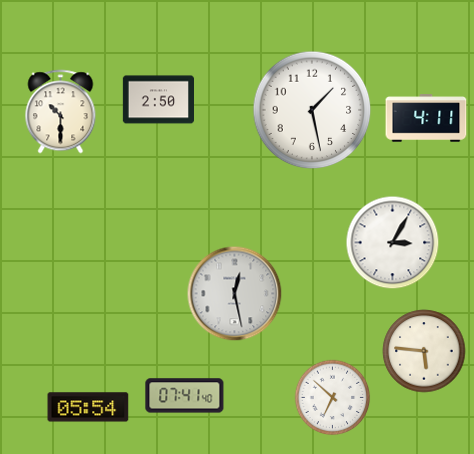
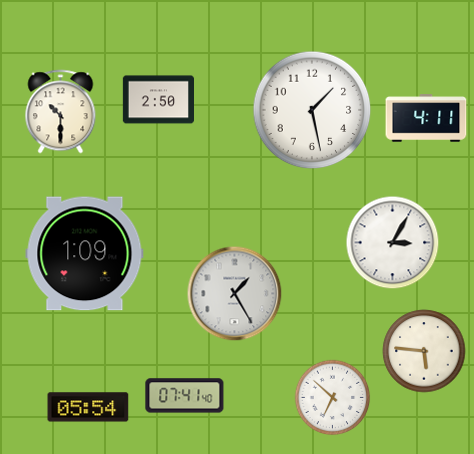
clock at (85, 254): none -> 1:09
clock at (235, 294): 12:28 -> 1:25
